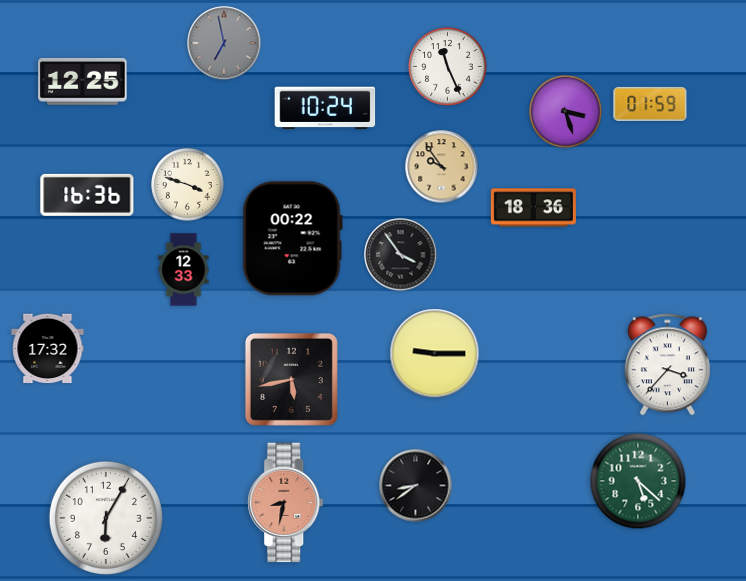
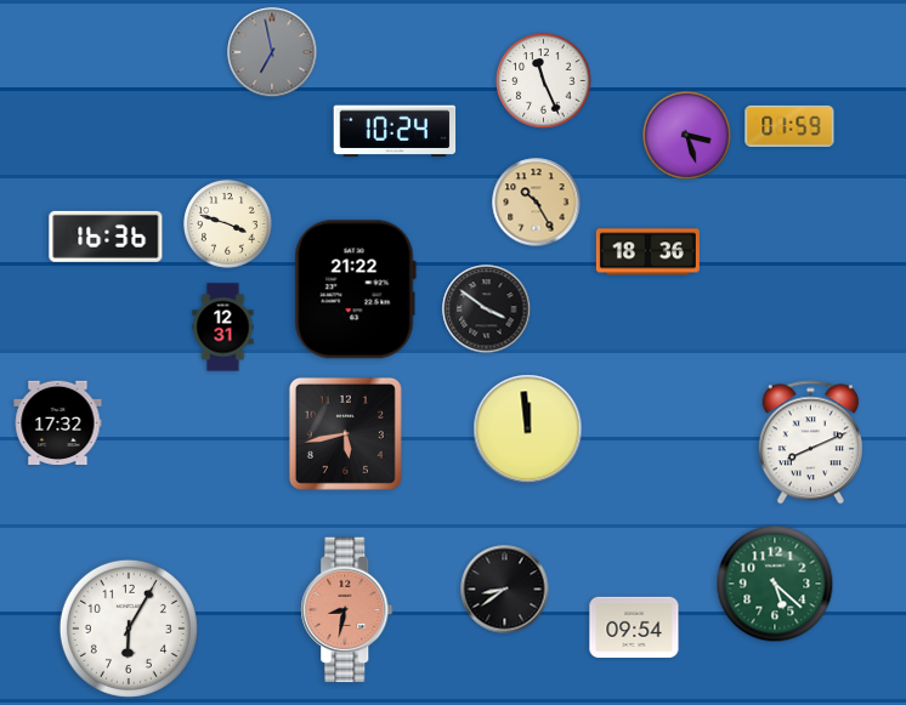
clock at (83, 81): 12:25 -> none
clock at (442, 167): 9:54 -> 10:25
clock at (292, 239): 00:22 -> 21:22
clock at (401, 255): 3:54 -> 3:51
clock at (184, 270): 12:33 -> 12:31
clock at (435, 354): 9:15 -> 11:59
clock at (667, 365): 3:37 -> 8:11
clock at (291, 379) position: (291, 379) -> (345, 433)
clock at (634, 627): none -> 09:54
